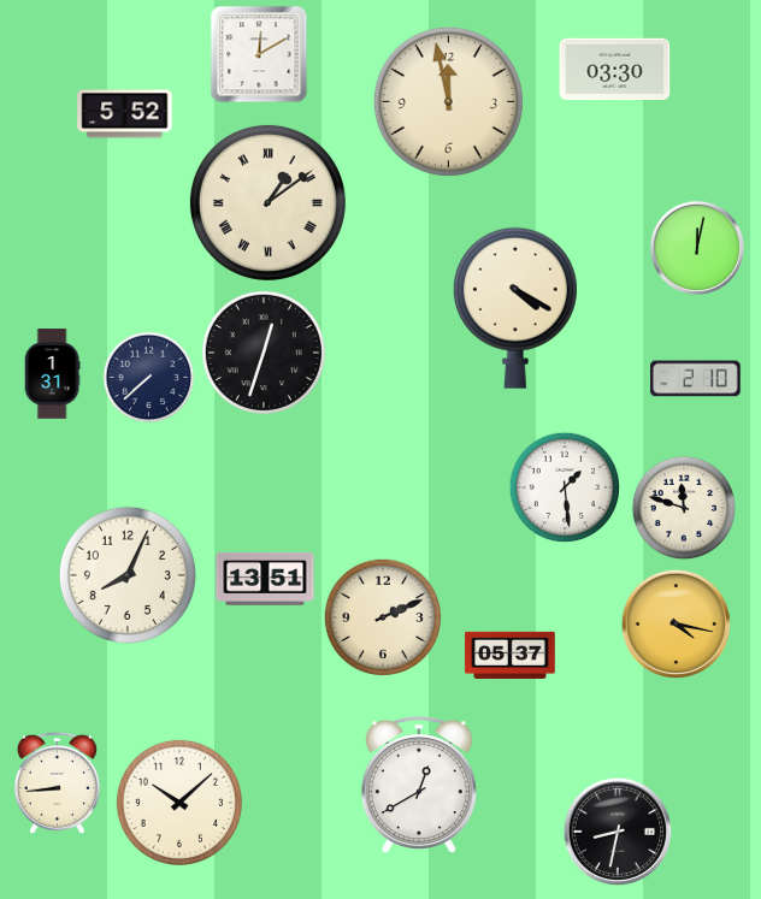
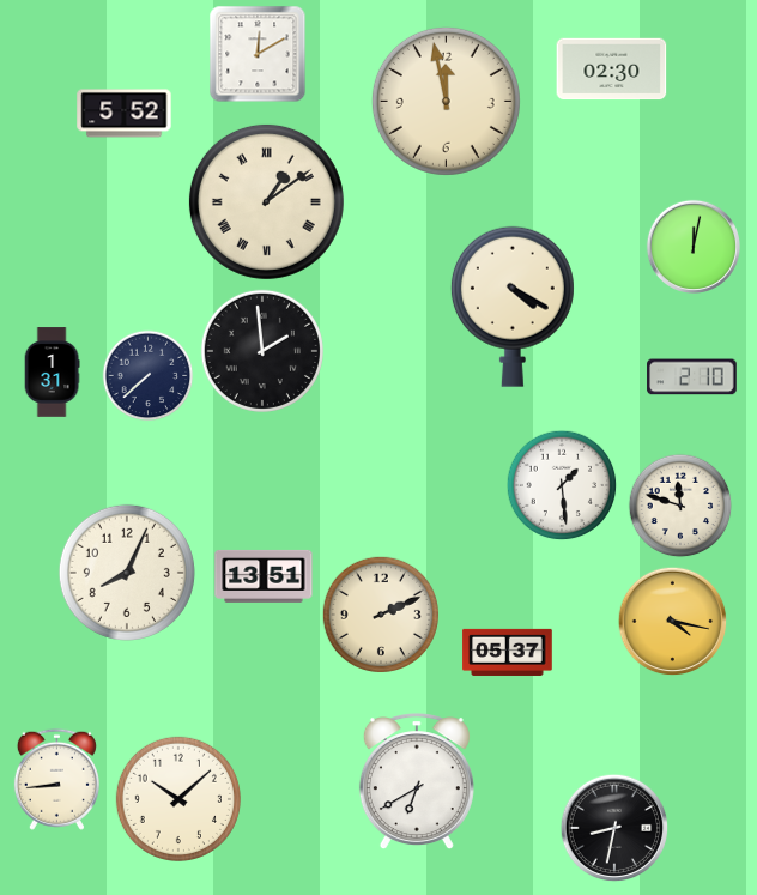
clock at (615, 70): 03:30 -> 02:30
clock at (264, 353): 12:33 -> 1:59
clock at (419, 786): 12:40 -> 6:40
